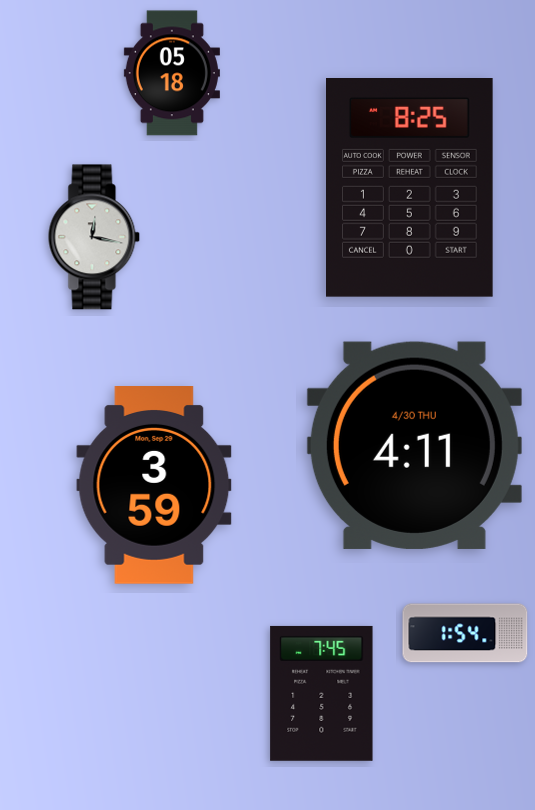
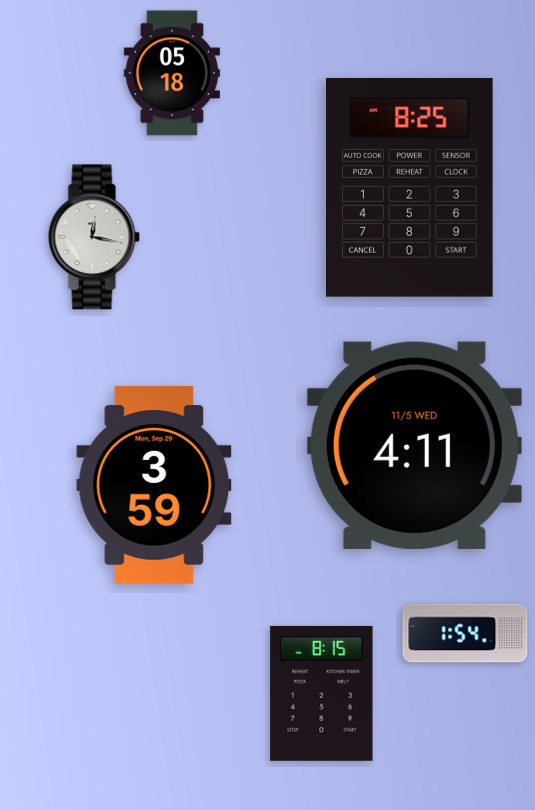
clock at (414, 445) date: 4/30 THU -> 11/5 WED
clock at (322, 693): 7:45 -> 8:15
